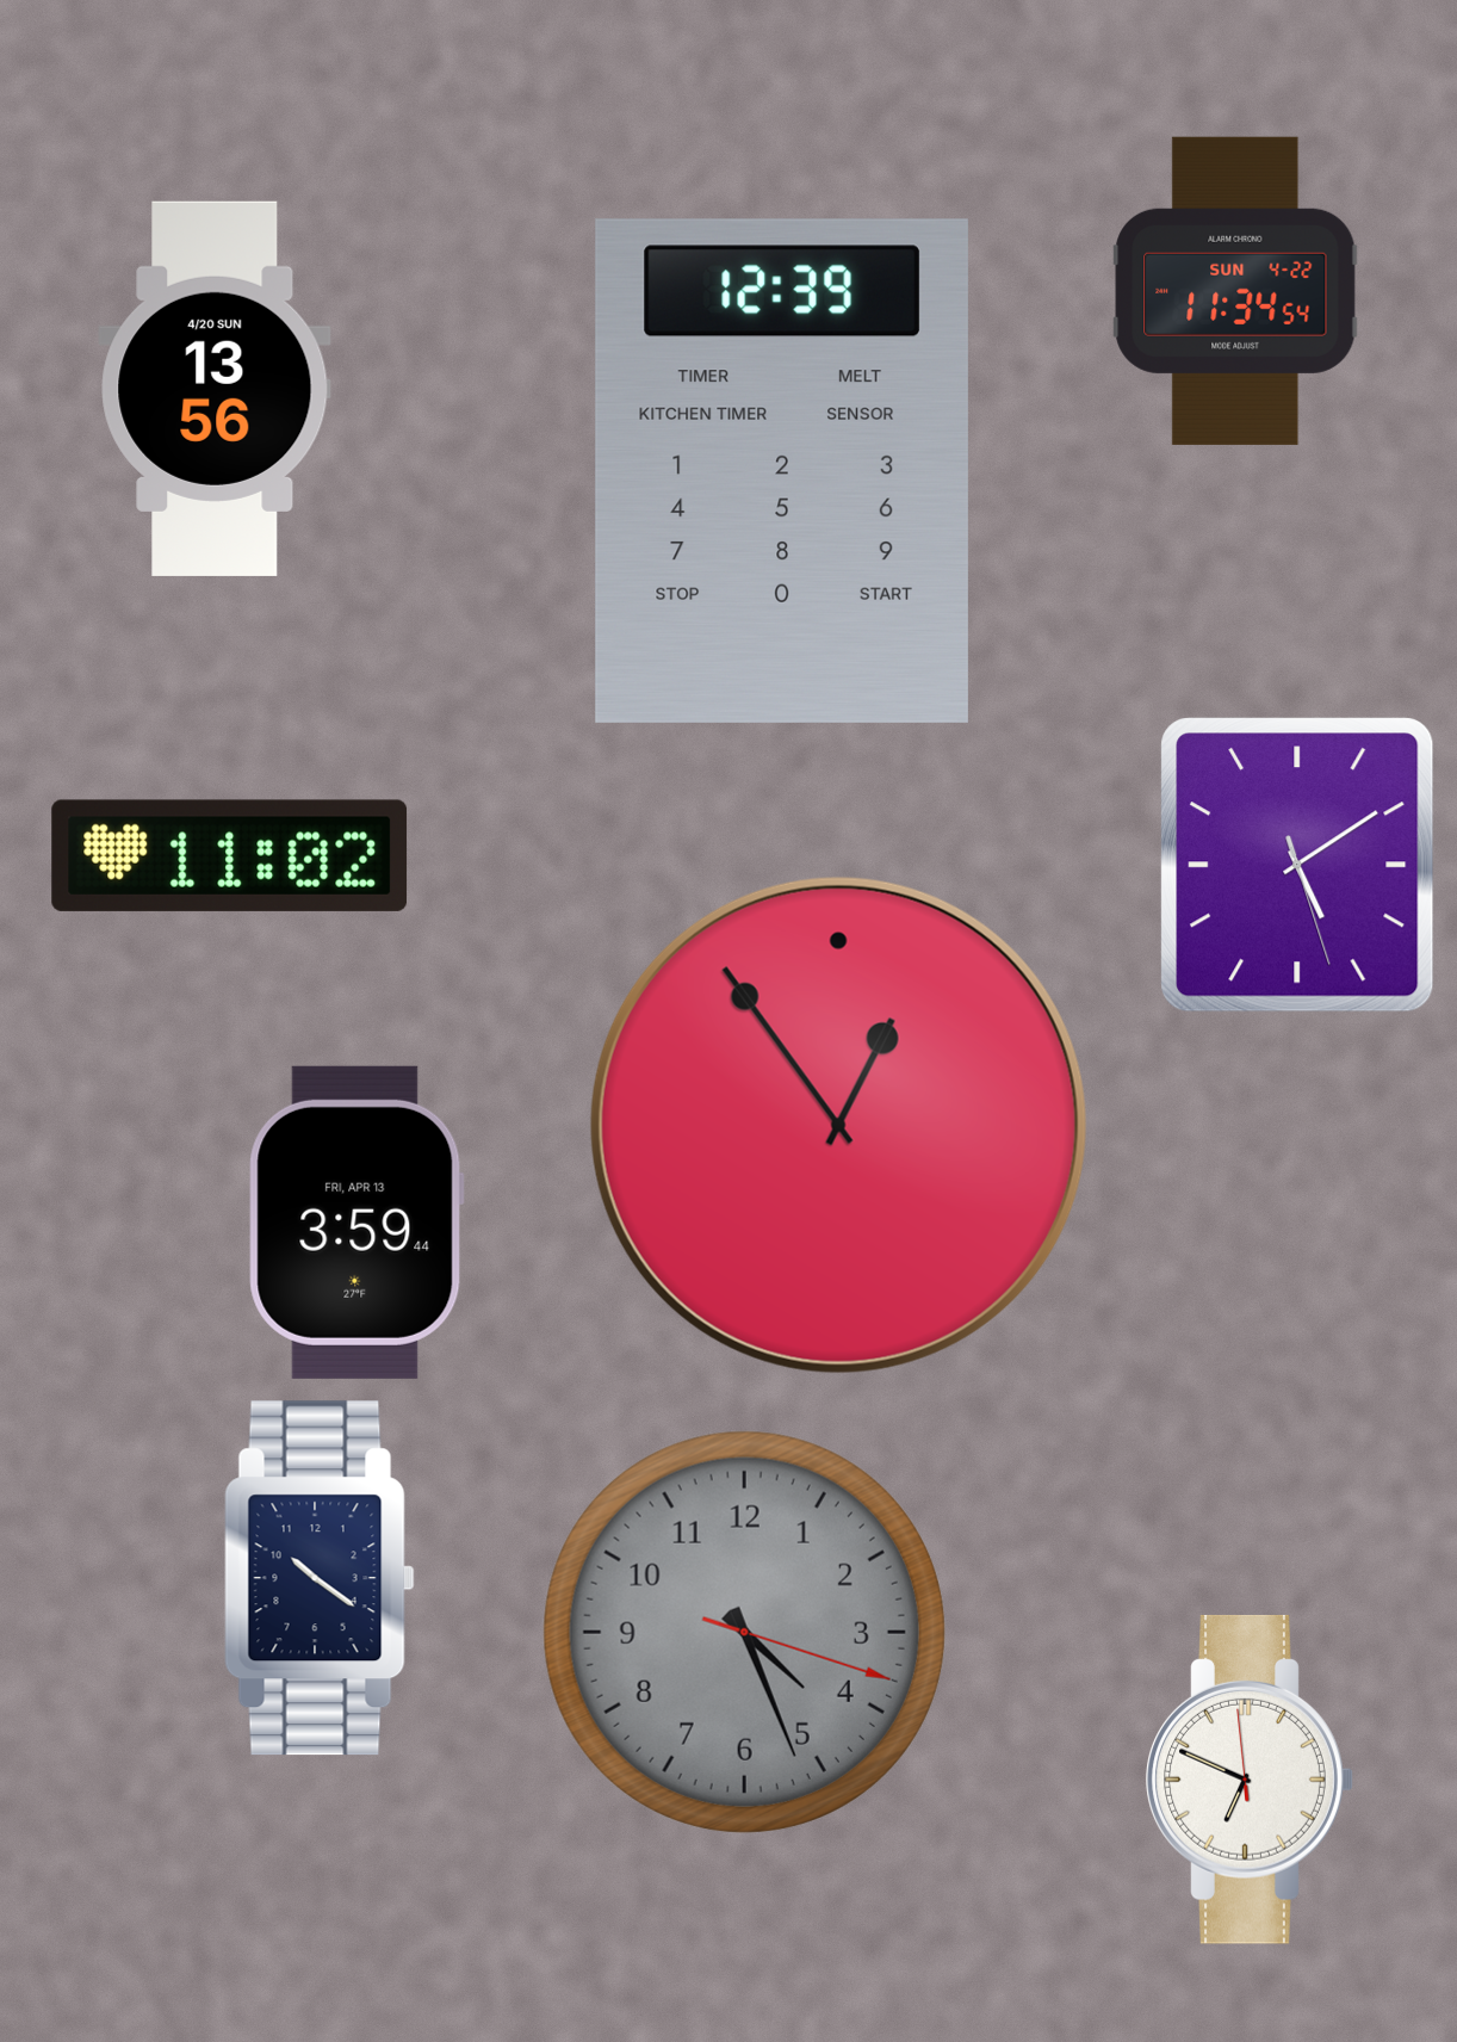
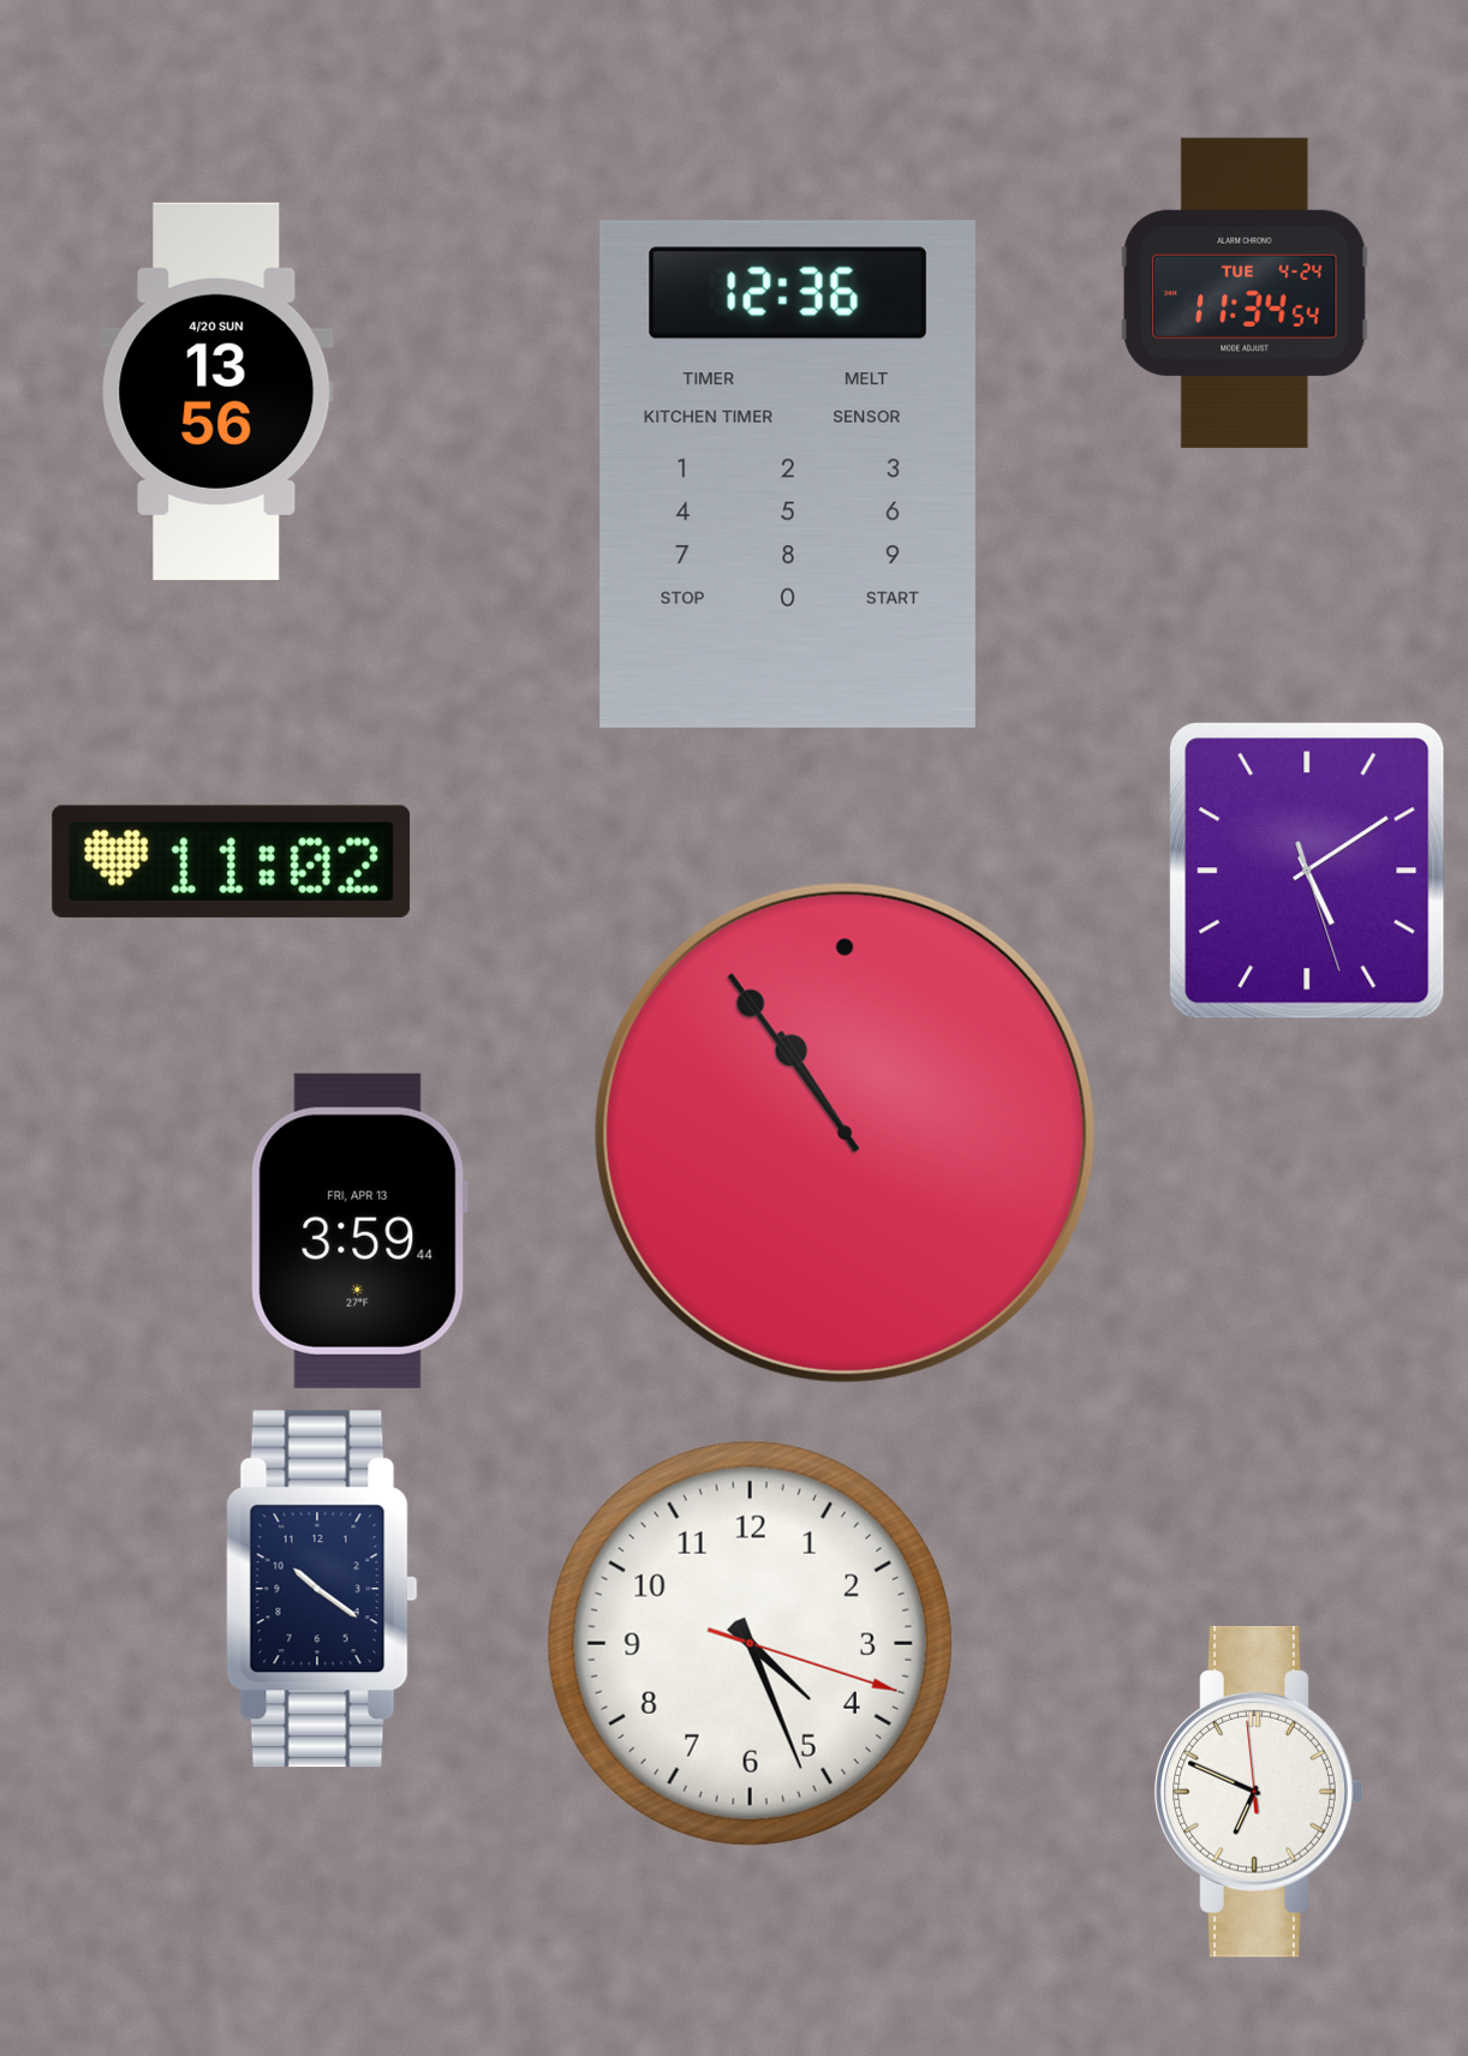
clock at (1235, 291) date: SUN 4-22 -> TUE 4-24
clock at (782, 471): 12:39 -> 12:36
clock at (838, 1125): 12:54 -> 10:54
clock at (744, 1632) dial: grey -> white
